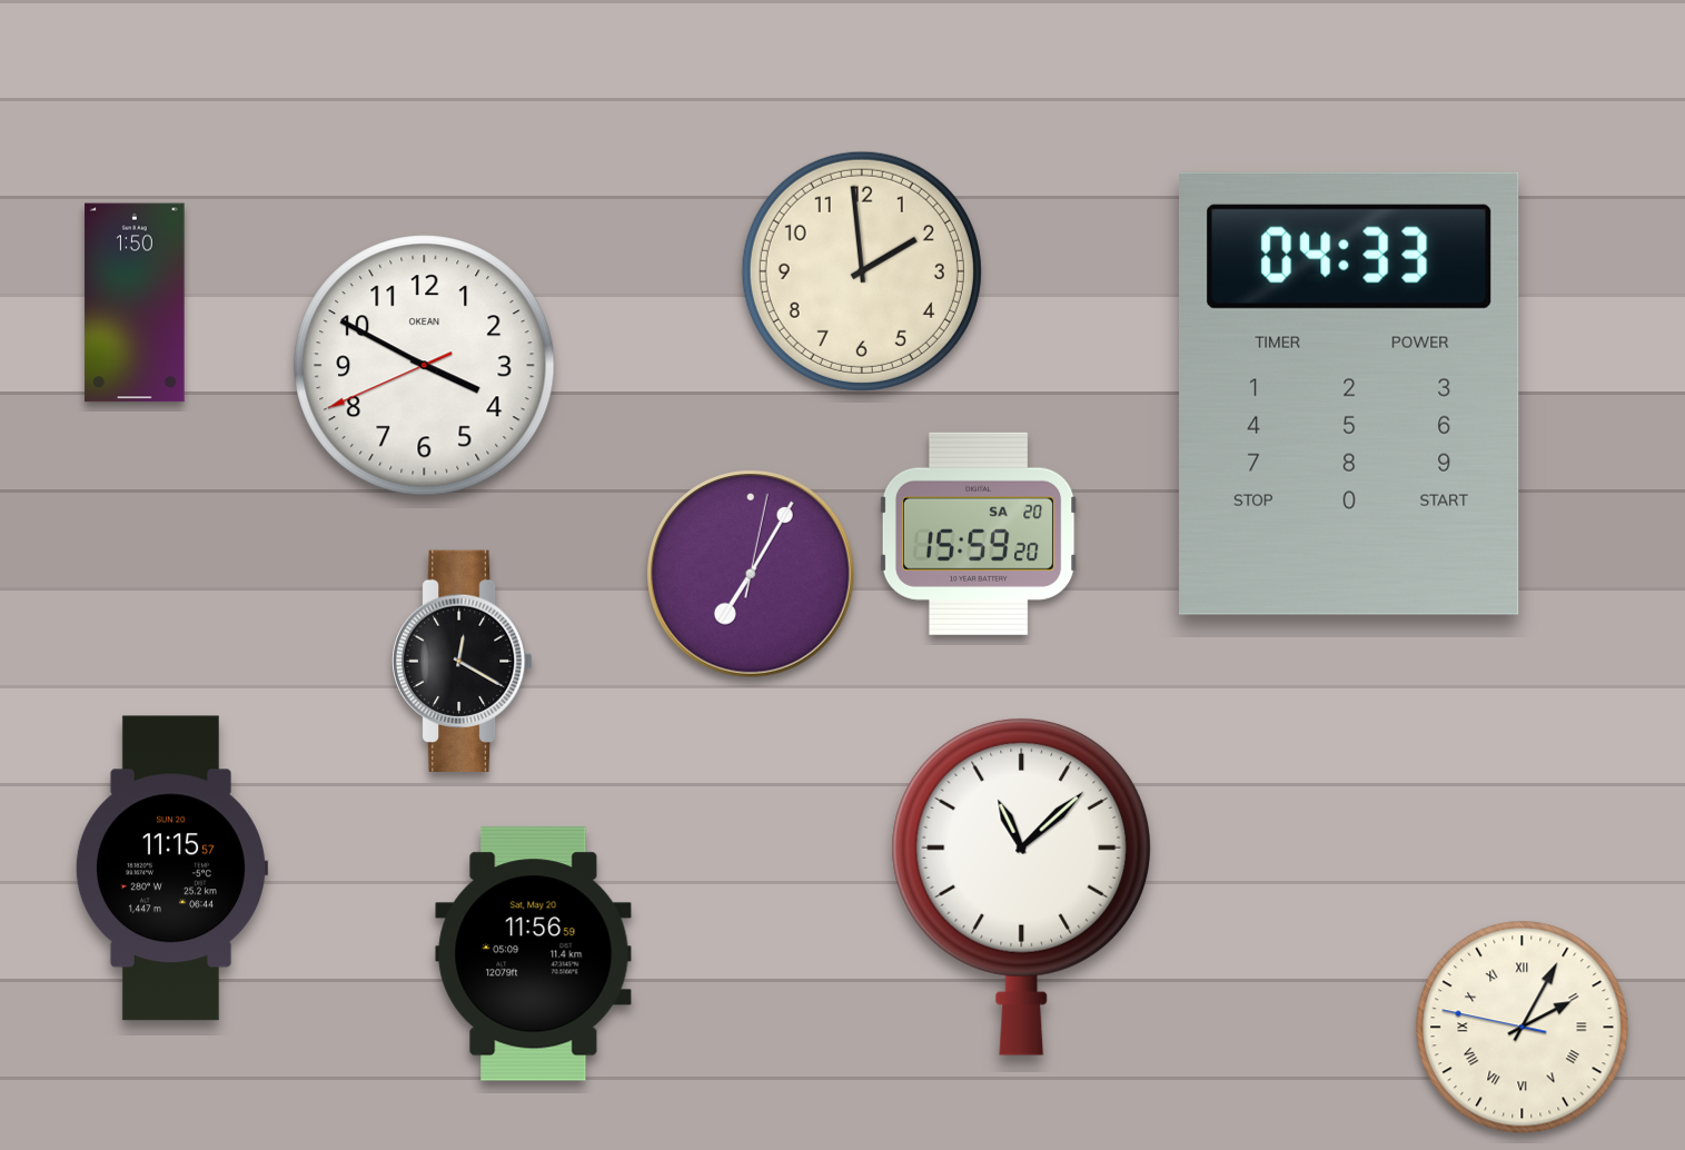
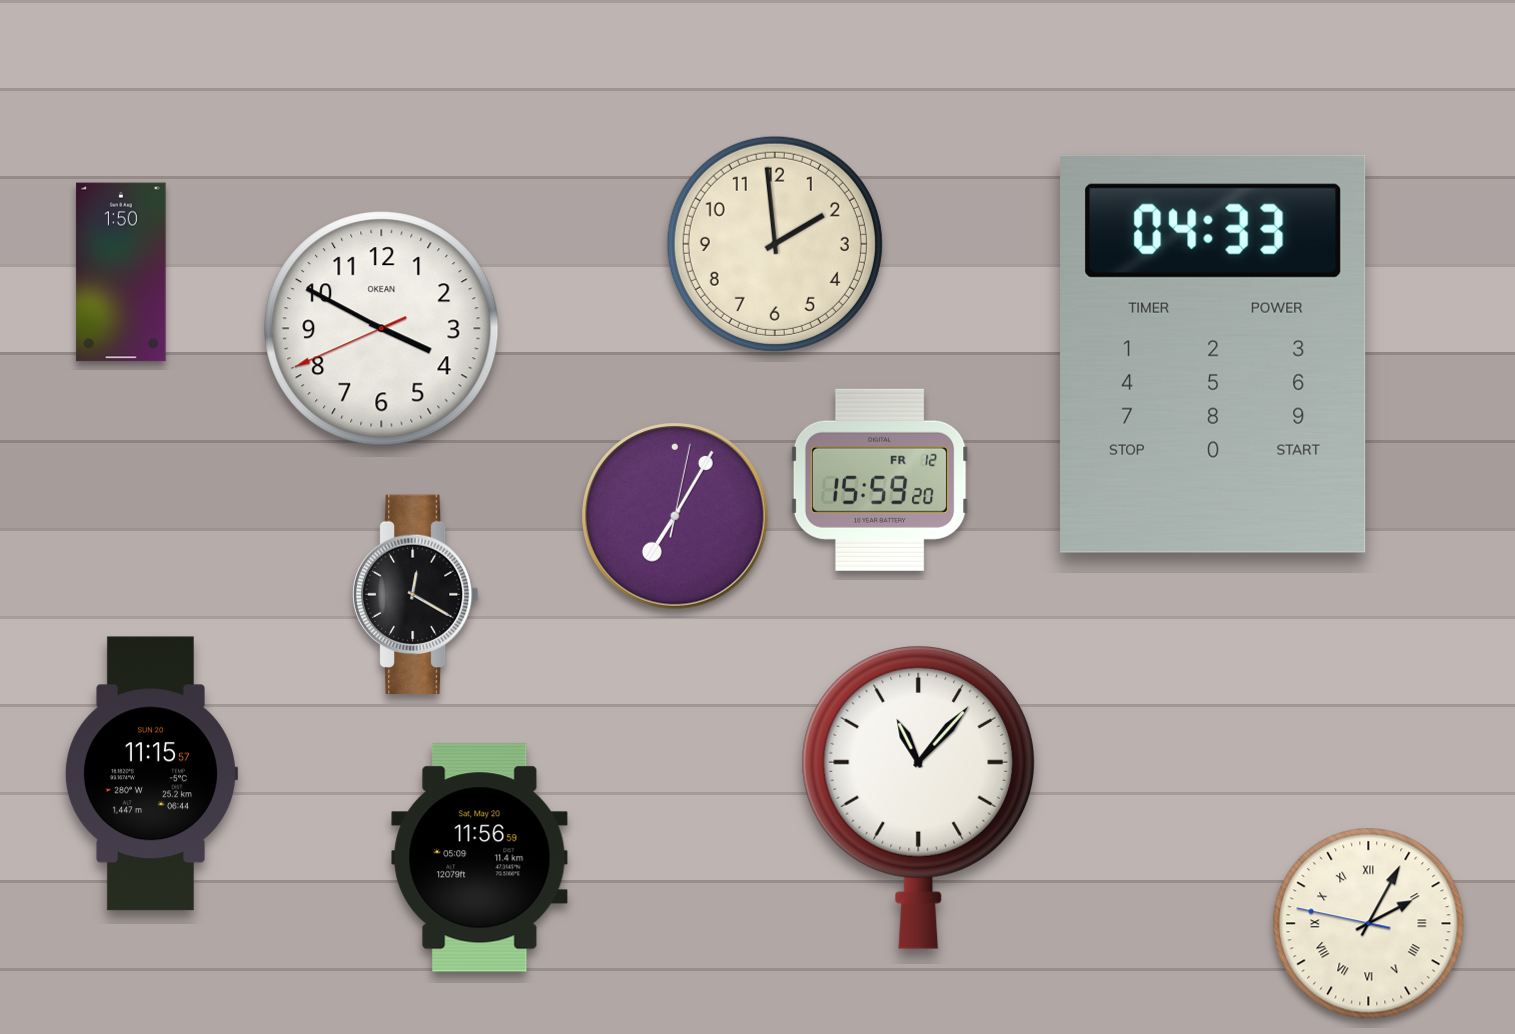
clock at (979, 534) date: SA 20 -> FR 12
clock at (171, 869) position: (171, 869) -> (151, 774)
clock at (1022, 886): 11:08 -> 11:07
